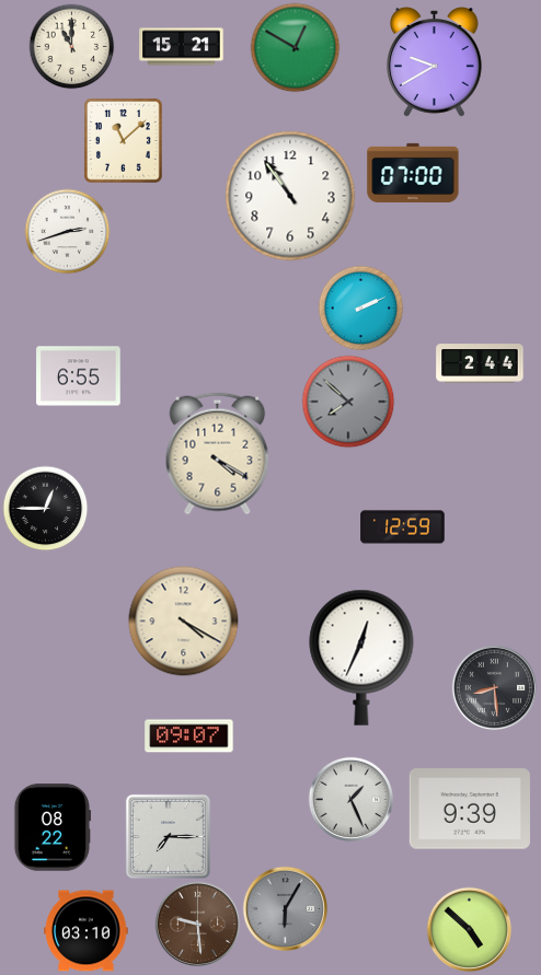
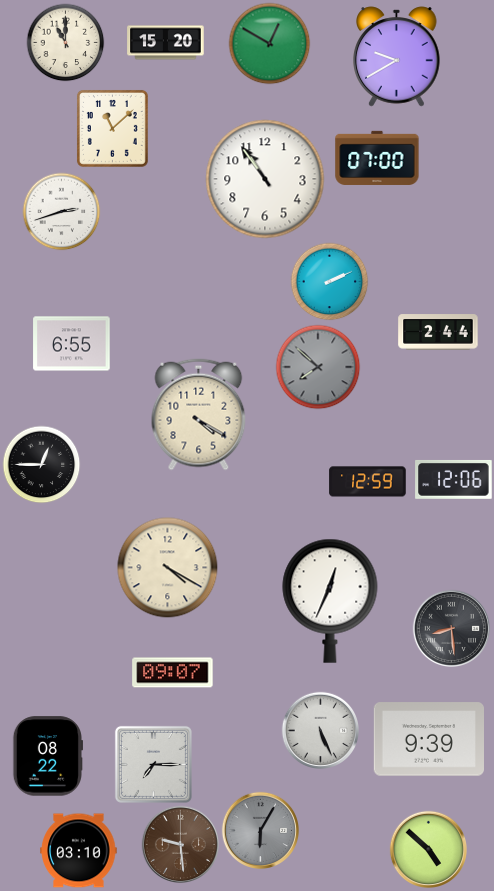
clock at (182, 47): 15:21 -> 15:20
clock at (454, 479): none -> 12:06
clock at (350, 799): 1:26 -> 5:26
